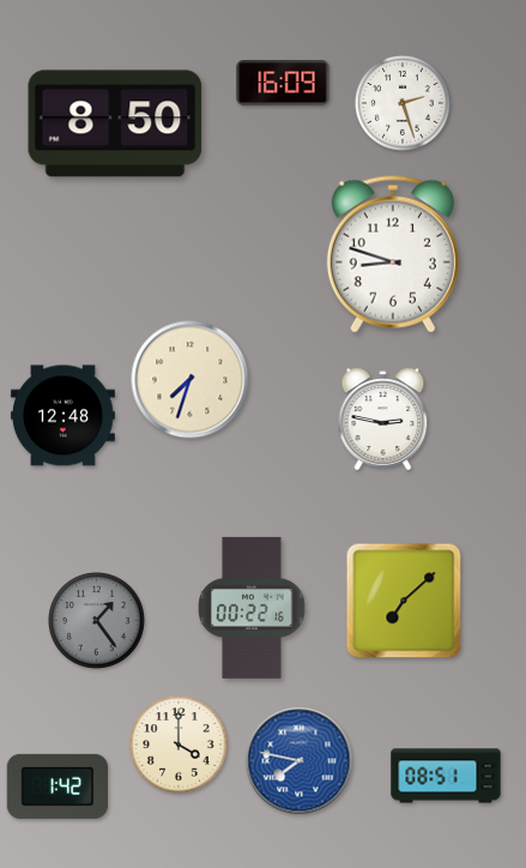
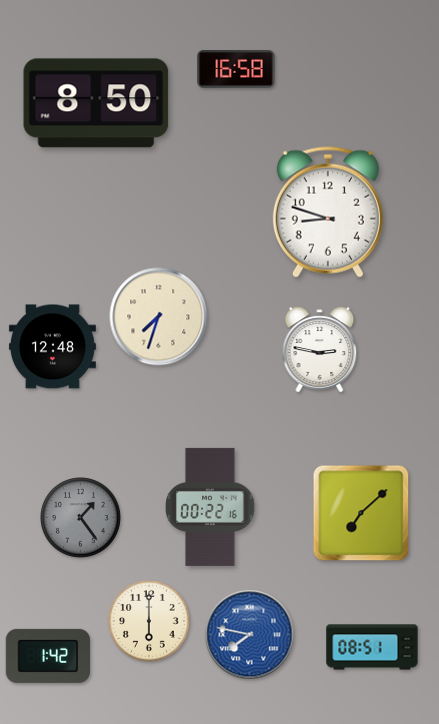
clock at (283, 83): 16:09 -> 16:58
clock at (403, 103): 2:27 -> none
clock at (404, 601) position: (404, 601) -> (361, 513)
clock at (179, 745): 4:00 -> 6:00
